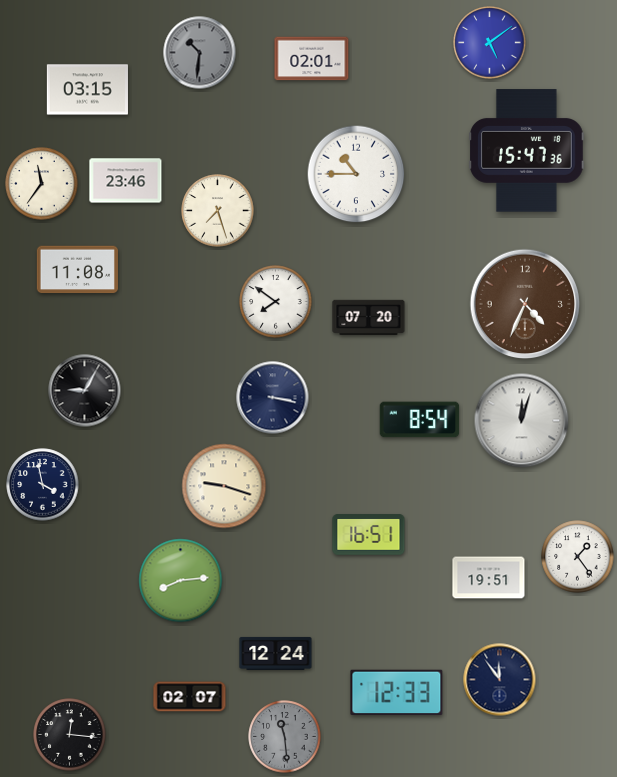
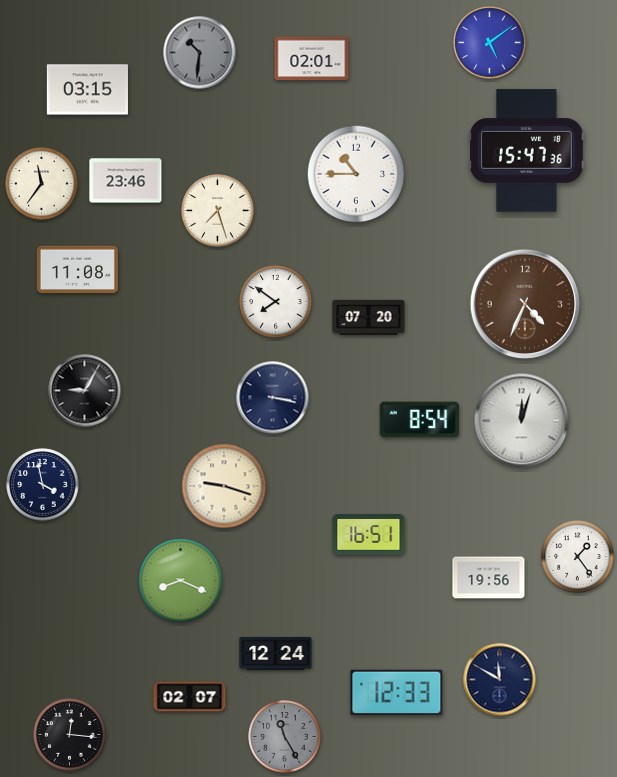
clock at (489, 578): 19:51 -> 19:56
clock at (181, 581): 8:14 -> 8:19
clock at (500, 680): 11:54 -> 11:50
clock at (285, 737): 11:29 -> 11:25
